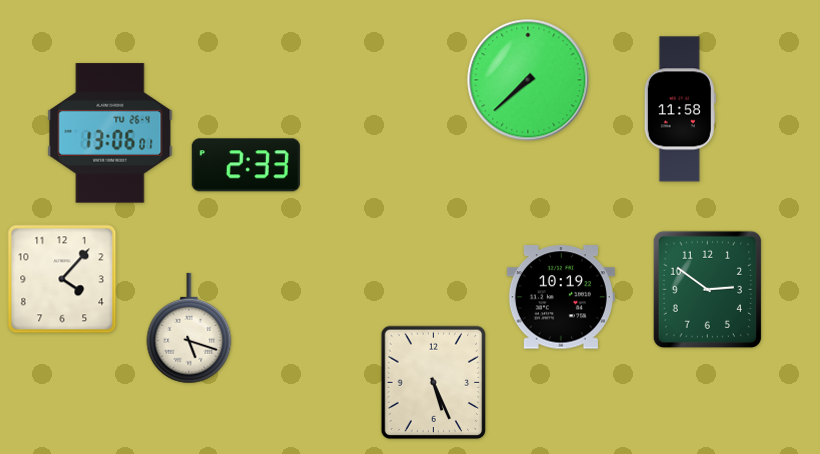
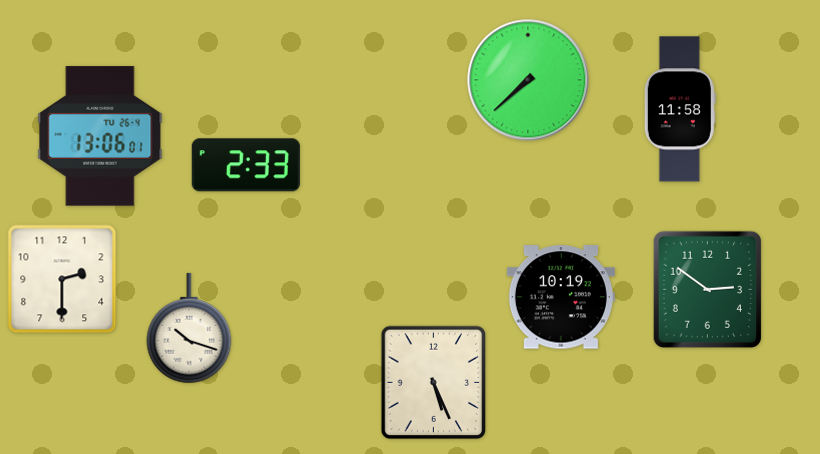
clock at (110, 133) position: (110, 133) -> (100, 136)
clock at (62, 279): 4:07 -> 2:30
clock at (189, 328): 5:18 -> 10:18
